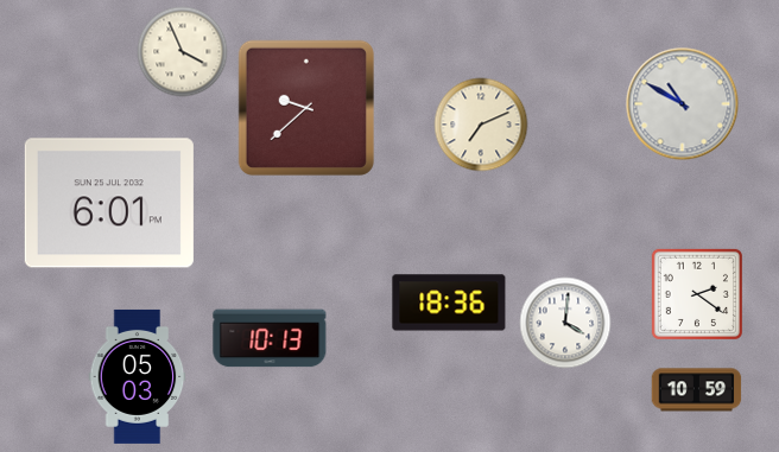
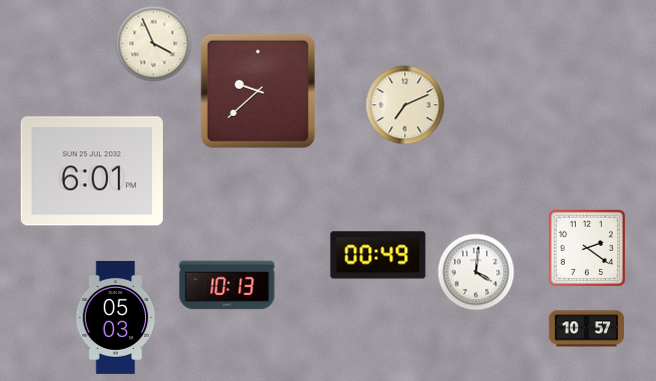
clock at (683, 104): 10:50 -> none
clock at (449, 303): 18:36 -> 00:49
clock at (697, 390): 10:59 -> 10:57
